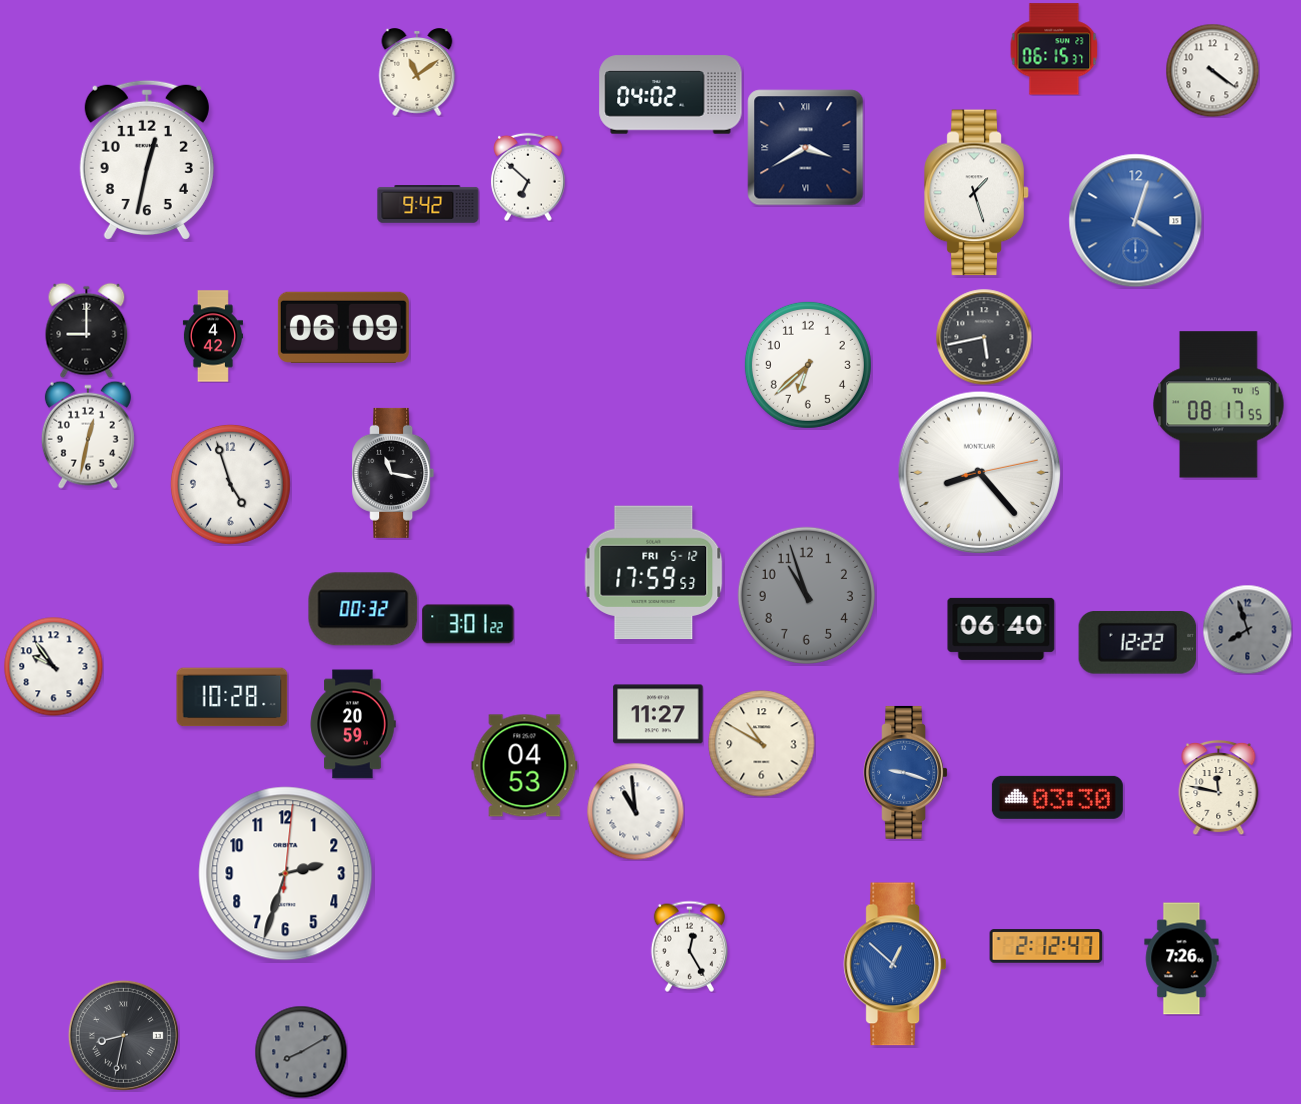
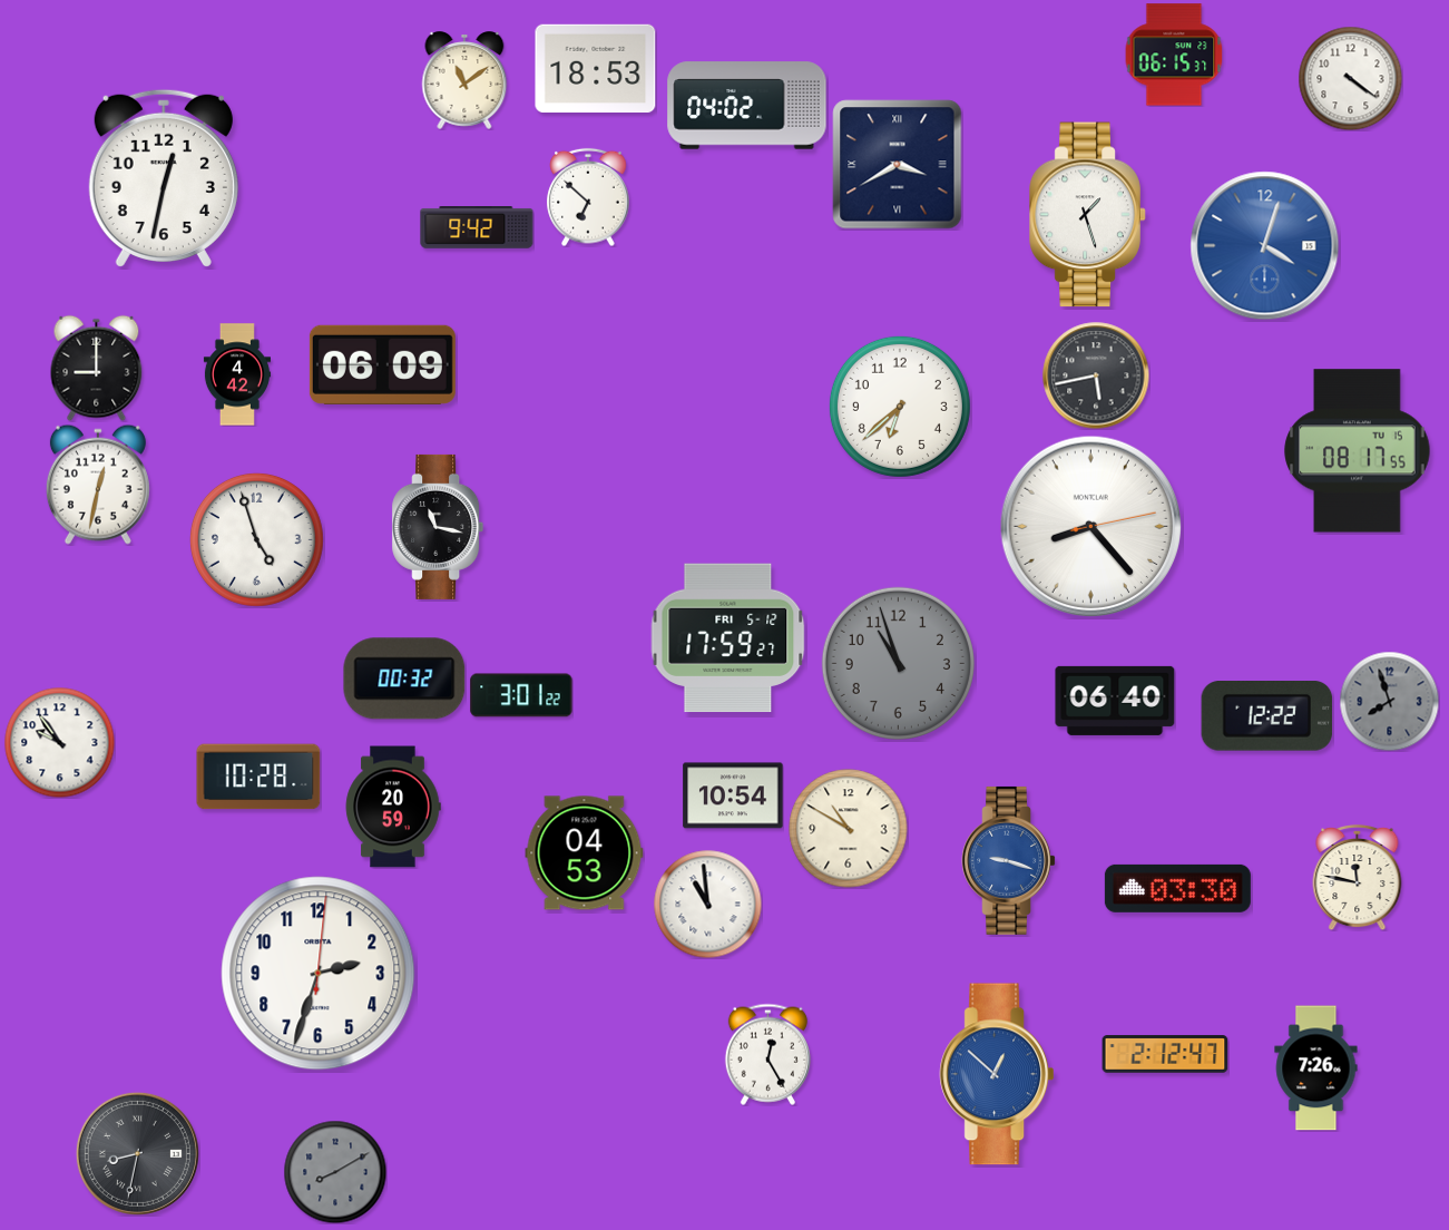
clock at (596, 68): none -> 18:53
clock at (654, 573): 17:59:53 -> 17:59:27
clock at (658, 714): 11:27 -> 10:54
